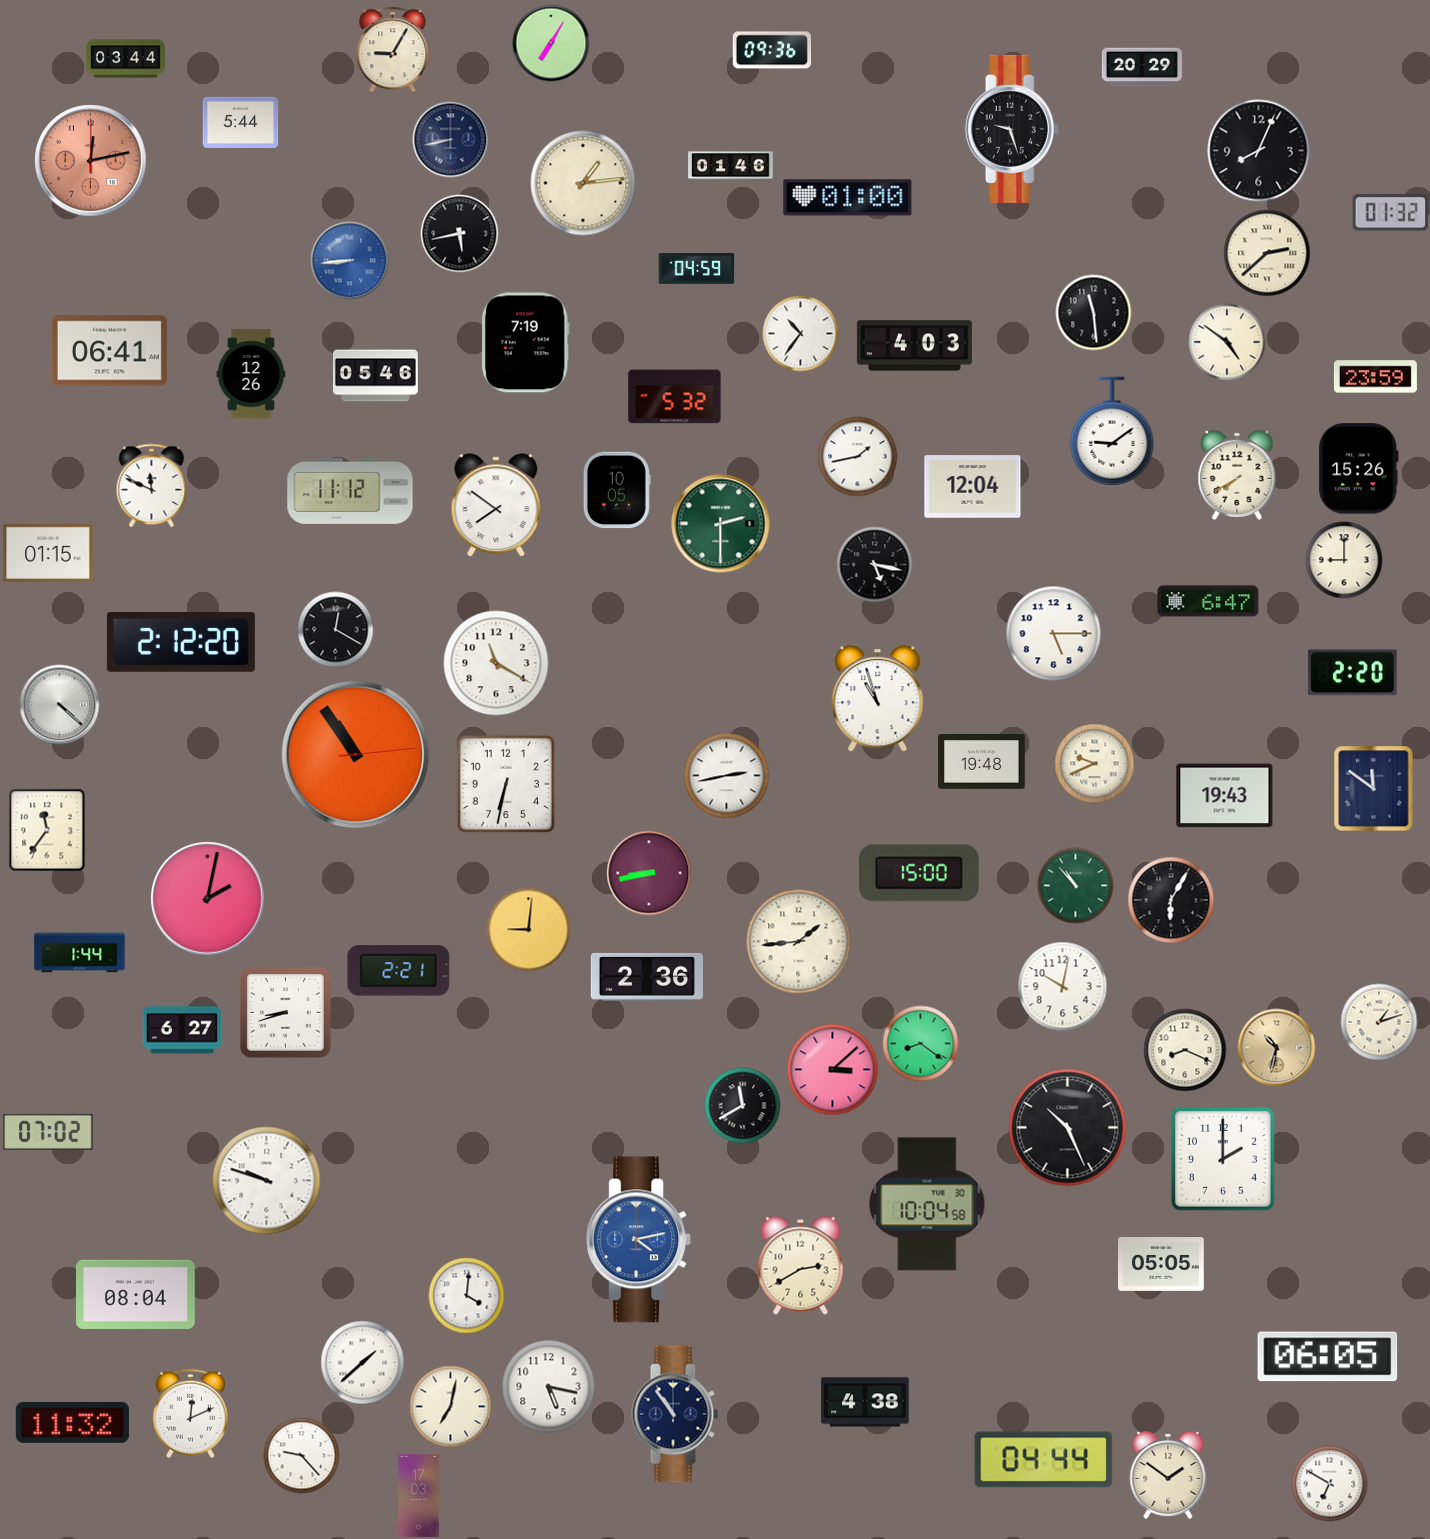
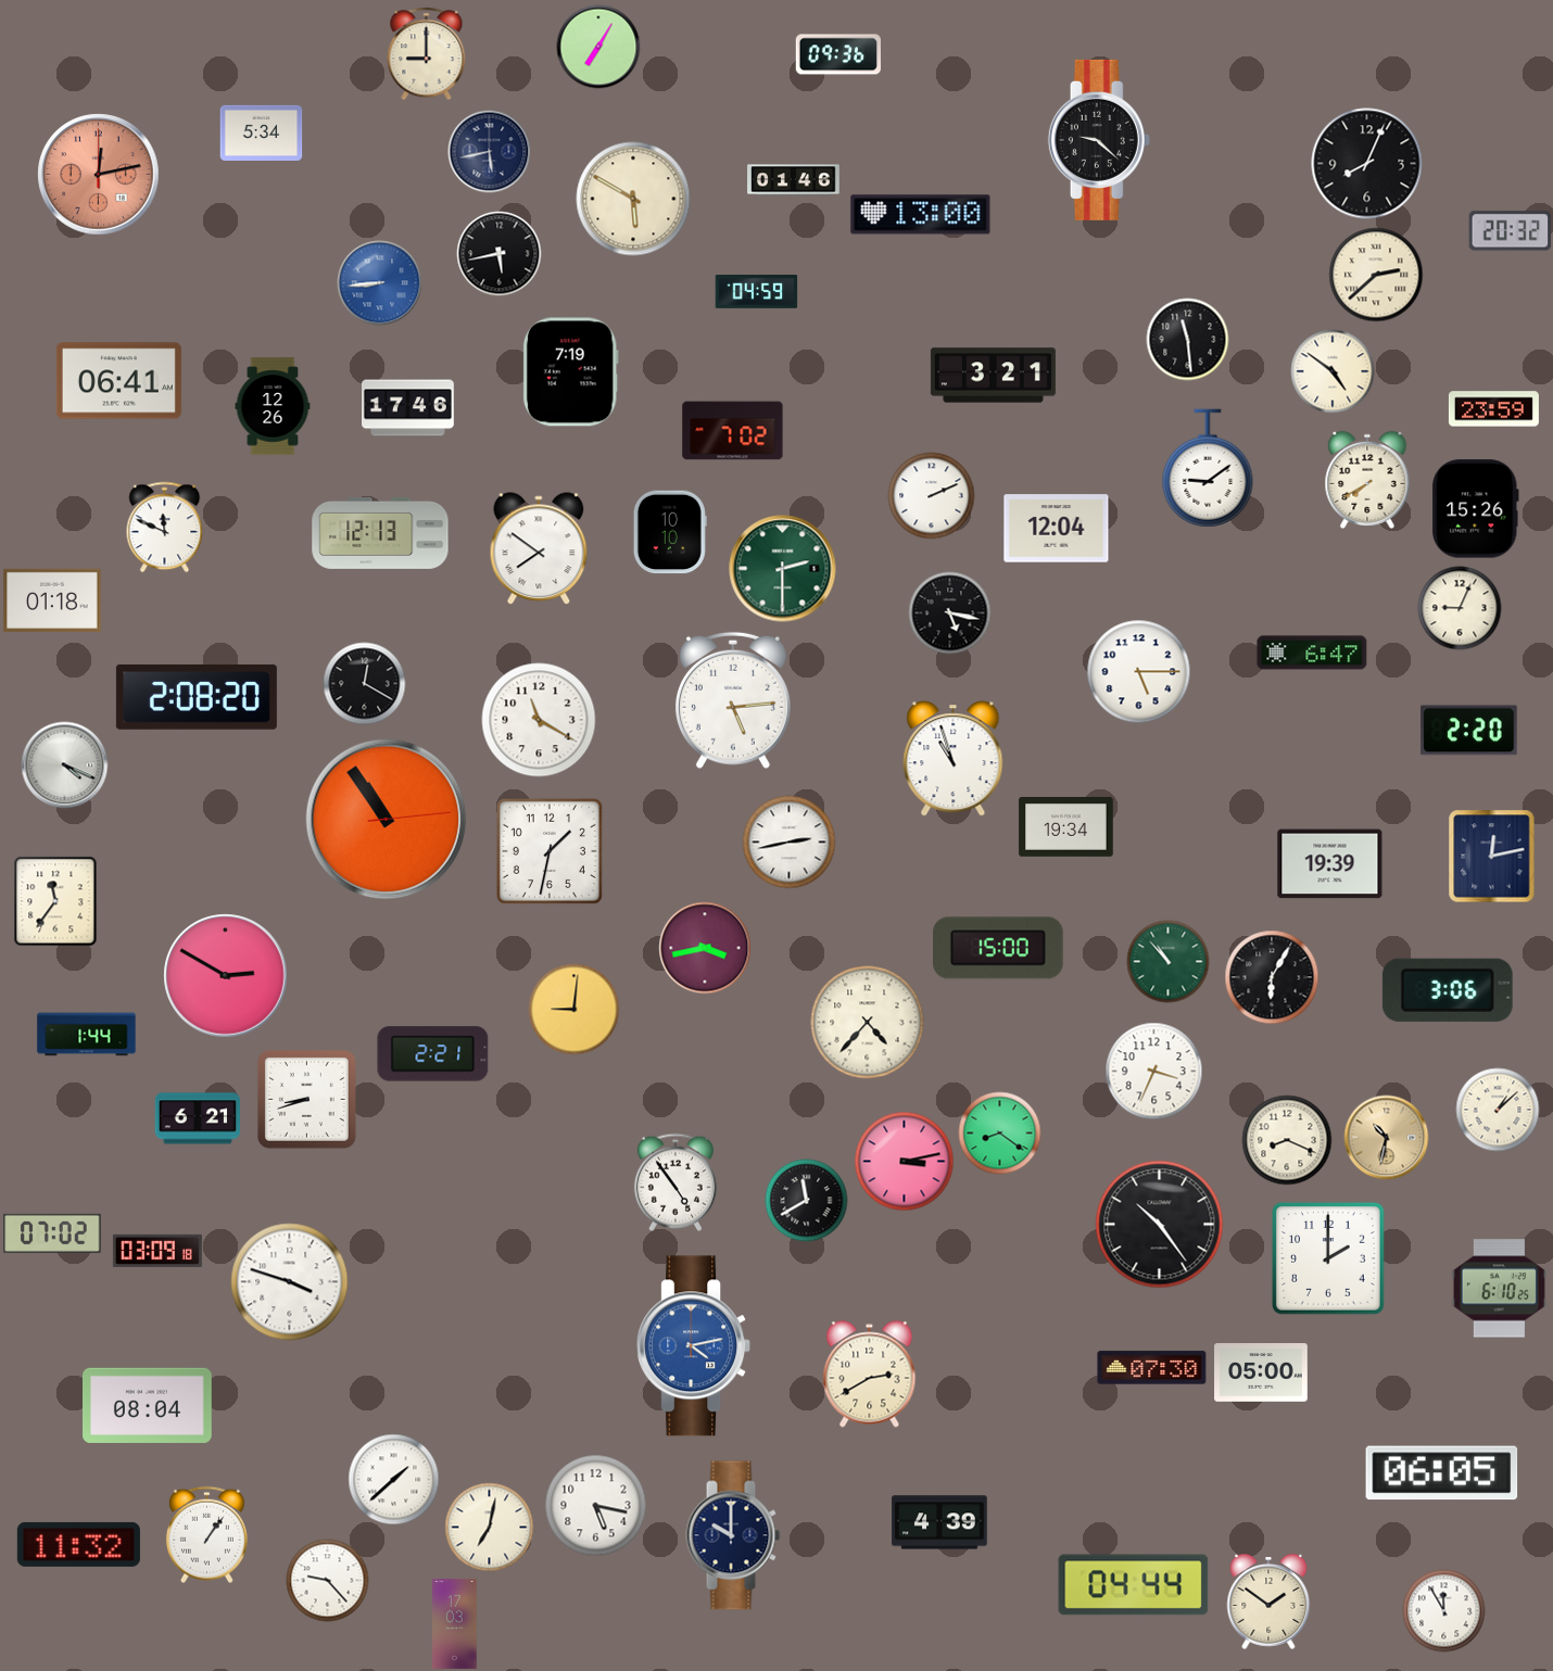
clock at (393, 50): 9:05 -> 9:00
clock at (125, 59): 03:44 -> none
clock at (1142, 67): 20:29 -> none
clock at (241, 122): 5:44 -> 5:34
clock at (1012, 129): 9:27 -> 9:22
clock at (451, 140): 8:43 -> 5:43
clock at (583, 183): 1:14 -> 5:50
clock at (848, 198): 01:00 -> 13:00
clock at (1391, 213): 01:32 -> 20:32
clock at (801, 334): 10:36 -> none
clock at (914, 346): 4:03 -> 3:21
clock at (376, 376): 05:46 -> 17:46
clock at (675, 397): 5:32 -> 7:02
clock at (858, 457): 1:43 -> 2:11
clock at (1237, 475) position: (1237, 475) -> (1367, 480)
clock at (617, 490): 10:05 -> 10:10
clock at (350, 491): 11:12 -> 12:13
clock at (48, 553): 01:15 -> 01:18
clock at (1344, 560): 9:00 -> 9:04
clock at (1054, 634) position: (1054, 634) -> (1139, 672)
clock at (181, 642): 2:12 -> 2:08
clock at (733, 700): none -> 5:14
clock at (60, 705): 4:22 -> 4:19
clock at (982, 762): 19:48 -> 19:34
clock at (1095, 764): 9:41 -> none
clock at (506, 784): 6:32 -> 1:32
clock at (1374, 789): 11:51 -> 12:13
clock at (1225, 796): 19:43 -> 19:39
clock at (47, 830) position: (47, 830) -> (55, 901)
clock at (649, 873): 8:43 -> 3:43
clock at (208, 899): 2:02 -> 2:50
clock at (1448, 990): none -> 3:06
clock at (799, 942): 1:44 -> 4:37
clock at (647, 977): 2:36 -> none
clock at (1063, 987): 10:02 -> 3:34
clock at (285, 1012) position: (285, 1012) -> (306, 1099)
clock at (1379, 1022): 1:12 -> 1:08
clock at (181, 1030): 6:27 -> 6:21
clock at (833, 1070): 3:08 -> 3:13
clock at (676, 1182): none -> 4:54
clock at (1068, 1128): 10:26 -> 10:24
clock at (48, 1132) position: (48, 1132) -> (52, 1233)
clock at (157, 1250): none -> 03:09
clock at (267, 1181): 9:48 -> 3:48
clock at (1499, 1289): none -> 6:10
clock at (927, 1204): 10:04 -> none
clock at (1152, 1368): none -> 07:30
clock at (1161, 1264): 05:05 -> 05:00
clock at (467, 1296): 4:01 -> none
clock at (865, 1402): 4:38 -> 4:39
clock at (190, 1414): 12:11 -> 1:06
clock at (675, 1414): 10:54 -> 10:00
clock at (1330, 1484): 6:50 -> 11:55
